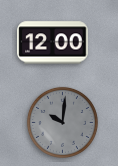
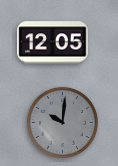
clock at (53, 43): 12:00 -> 12:05
